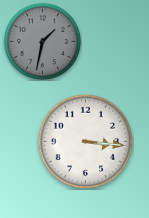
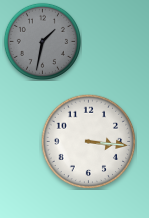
clock at (85, 141) position: (85, 141) -> (88, 141)
